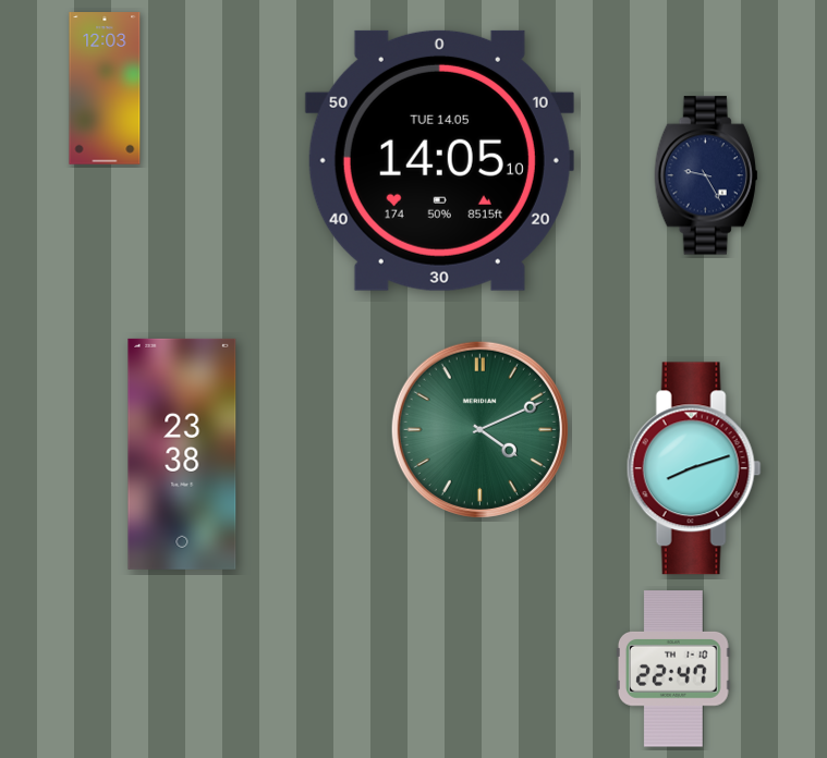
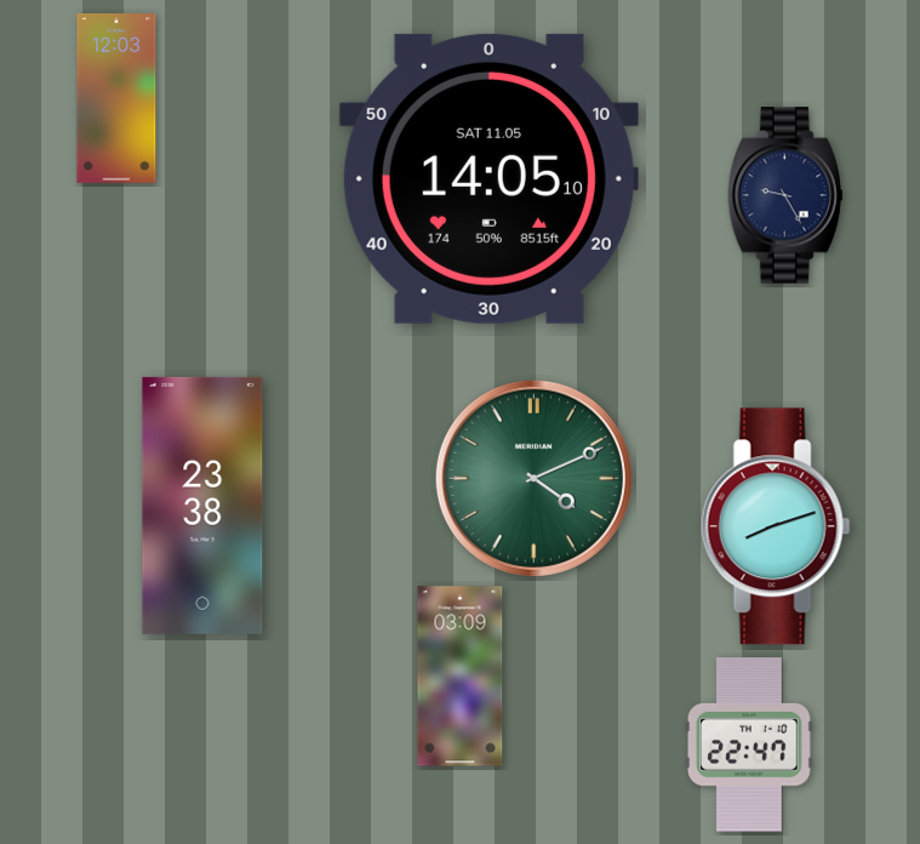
clock at (439, 160) date: TUE 14.05 -> SAT 11.05
clock at (694, 468) position: (694, 468) -> (776, 526)
clock at (461, 677): none -> 03:09
